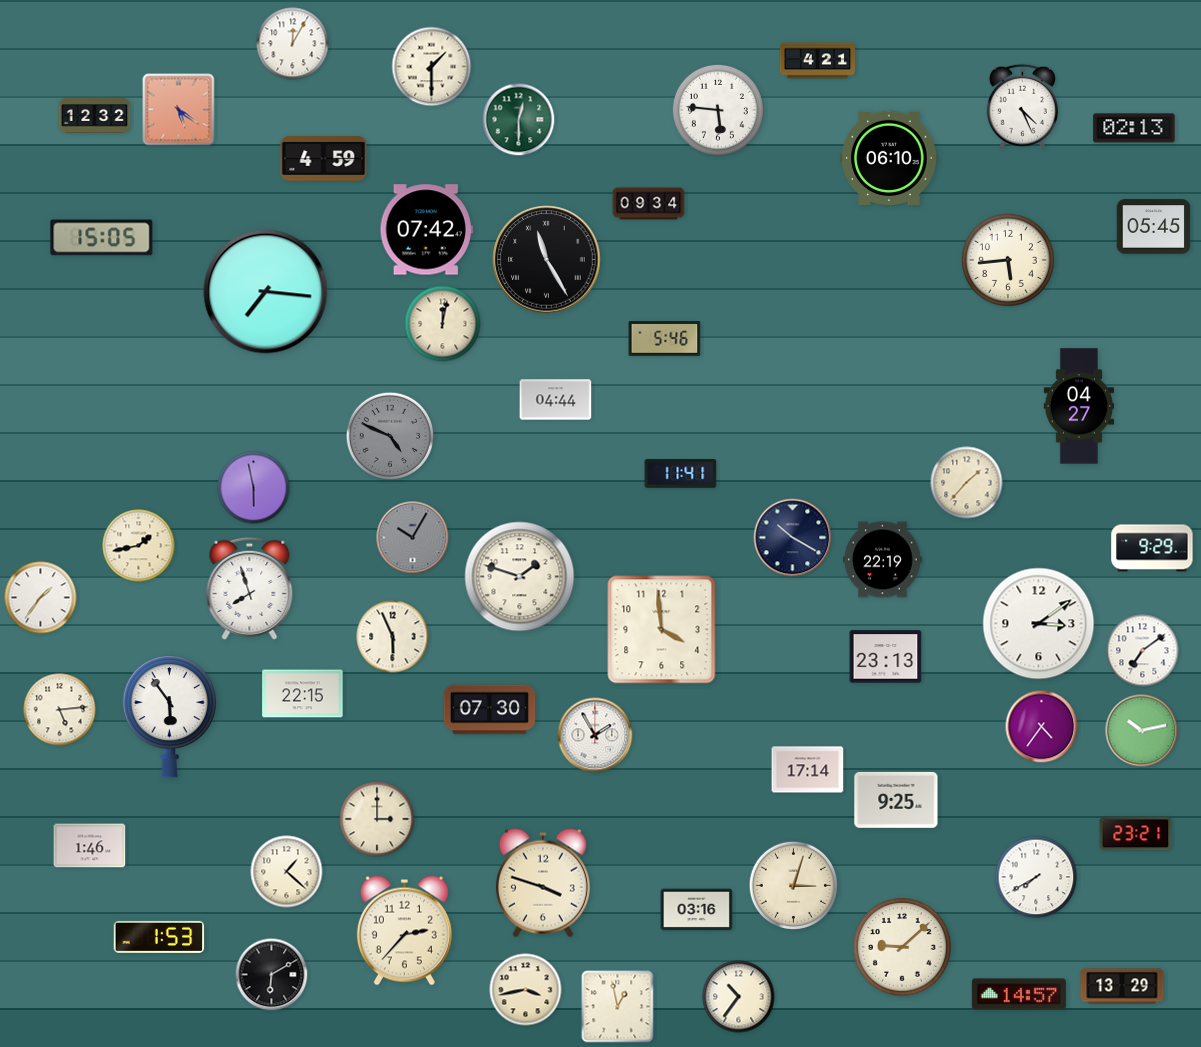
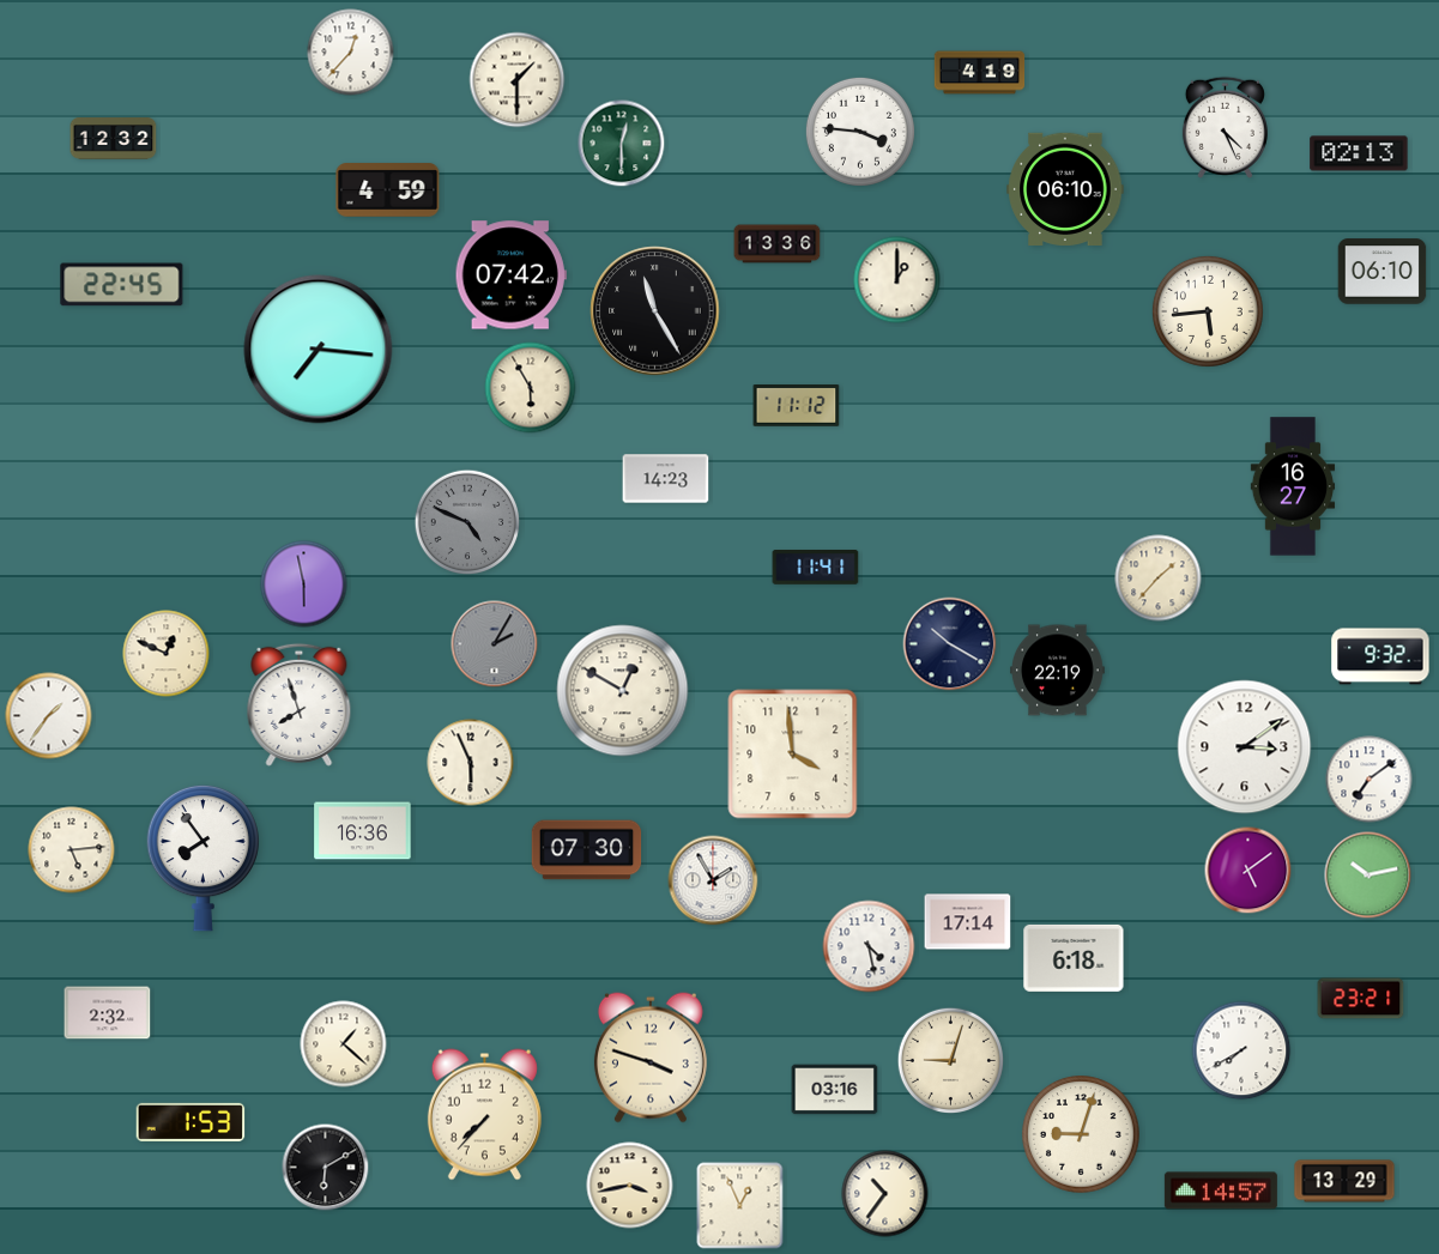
clock at (293, 44): 12:05 -> 12:37
clock at (818, 61): 4:21 -> 4:19
clock at (179, 110): 5:21 -> none
clock at (718, 110): 5:46 -> 3:46
clock at (649, 204): 09:34 -> 13:36
clock at (1154, 227): 05:45 -> 06:10
clock at (897, 280): none -> 1:00
clock at (102, 238): 15:05 -> 22:45
clock at (443, 324): 12:02 -> 5:55
clock at (665, 339): 5:46 -> 11:12
clock at (556, 400): 04:44 -> 14:23
clock at (1079, 406): 04:27 -> 16:27
clock at (413, 538): 10:05 -> 2:05
clock at (139, 546): 1:43 -> 12:49
clock at (1152, 548): 9:29 -> 9:32
clock at (520, 577): 1:48 -> 12:50
clock at (886, 657): 23:13 -> none
clock at (303, 694): 22:15 -> 16:36
clock at (169, 716): 5:54 -> 7:54
clock at (1042, 727): 4:36 -> 5:09
clock at (869, 946): none -> 4:28
clock at (896, 800): 9:25 -> 6:18
clock at (377, 819): 3:00 -> none
clock at (90, 846): 1:46 -> 2:32
clock at (793, 885): 3:03 -> 9:03
clock at (404, 931): 2:37 -> 7:37
clock at (902, 947): 9:08 -> 9:03
clock at (618, 1007): 12:58 -> 12:56
